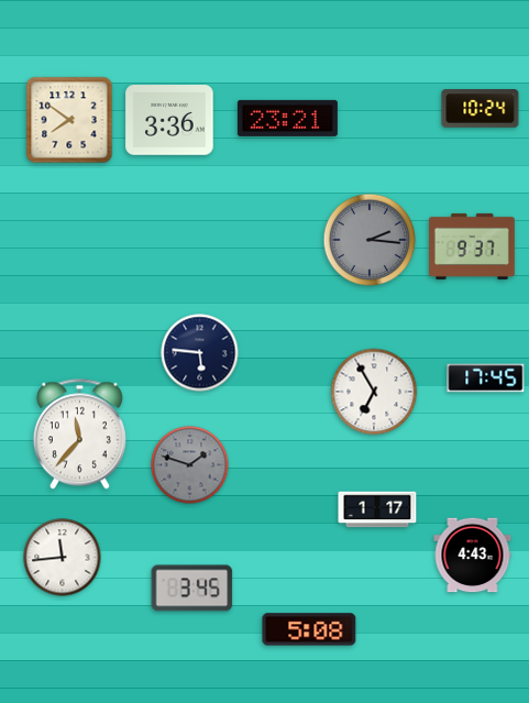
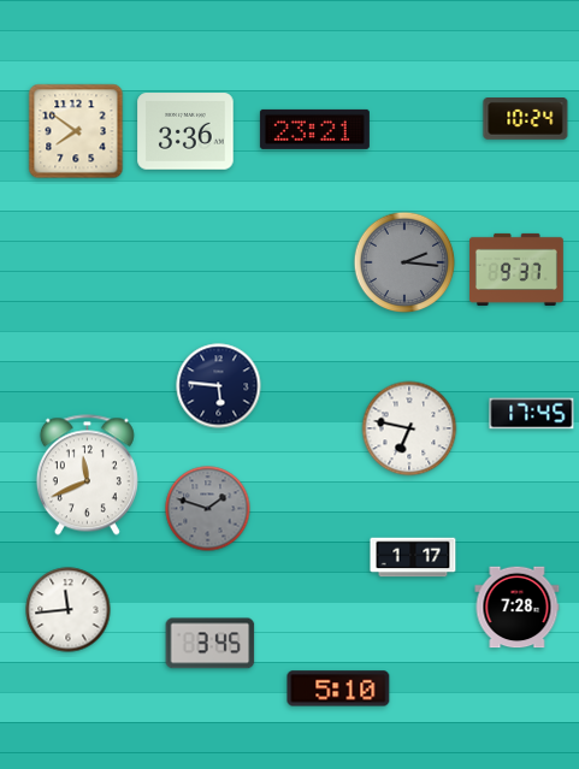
clock at (374, 392): 6:55 -> 6:47
clock at (79, 435): 11:37 -> 11:41
clock at (473, 556): 4:43 -> 7:28
clock at (309, 629): 5:08 -> 5:10
